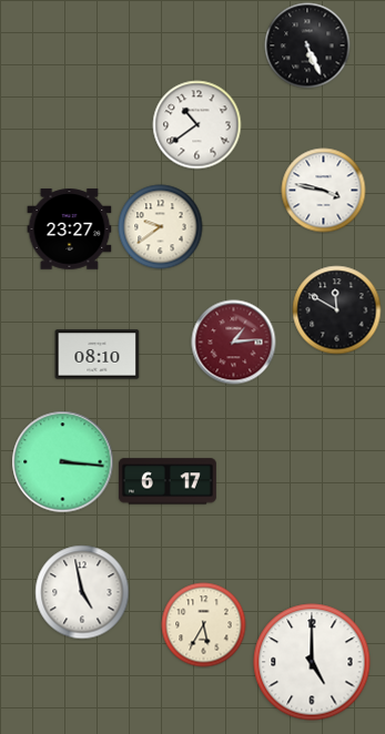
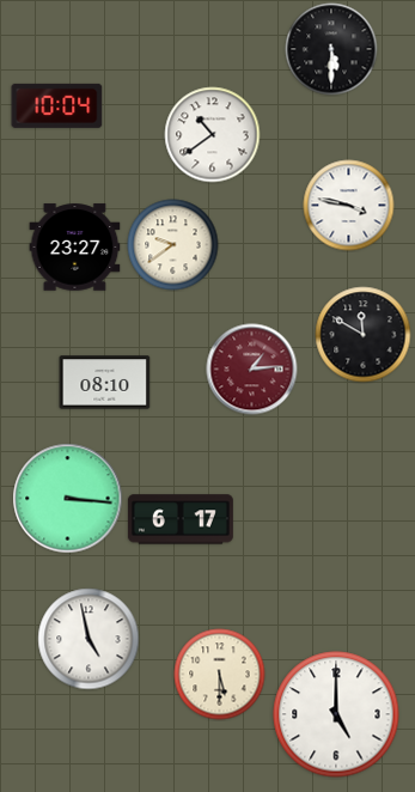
clock at (307, 45): 5:26 -> 5:30
clock at (57, 105): none -> 10:04
clock at (204, 625): 5:35 -> 5:30
